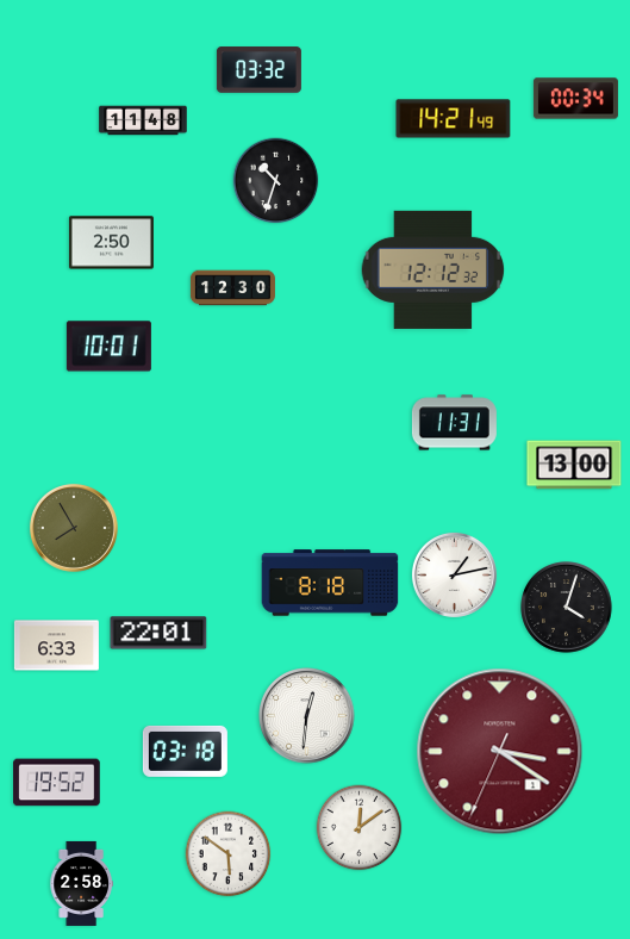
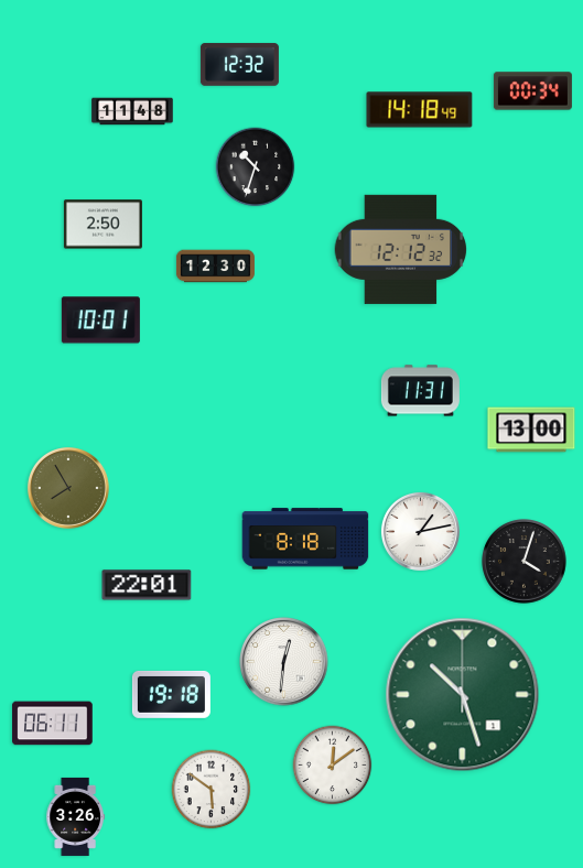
clock at (258, 70): 03:32 -> 12:32
clock at (454, 119): 14:21 -> 14:18
clock at (56, 646): 6:33 -> none
clock at (185, 751): 03:18 -> 19:18
clock at (500, 752): 3:20 -> 10:27
clock at (500, 752) dial: burgundy -> green
clock at (57, 783): 19:52 -> 06:11
clock at (81, 883): 2:58 -> 3:26
